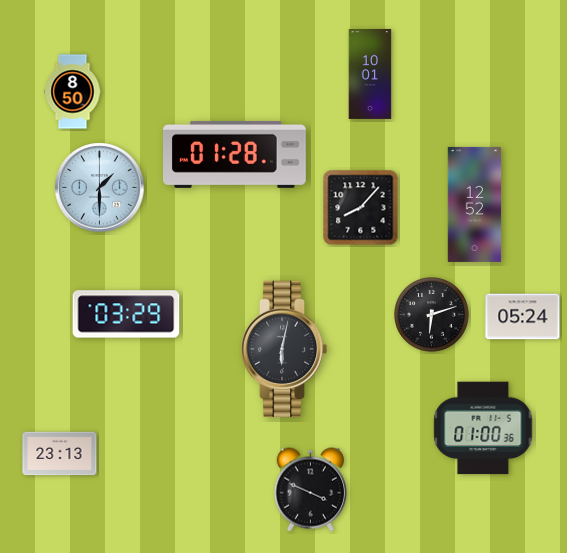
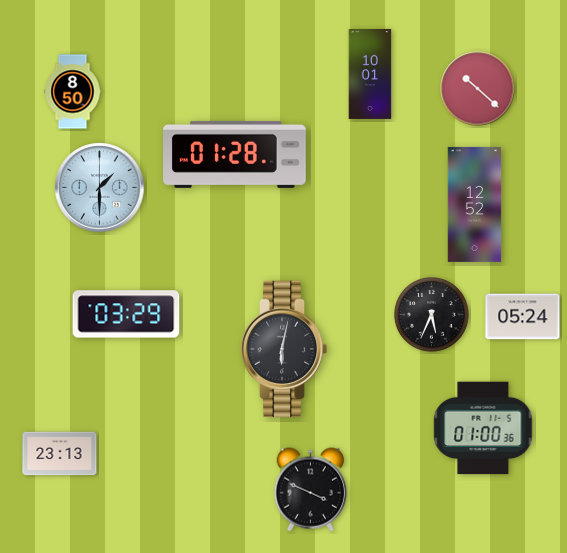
clock at (478, 89): none -> 10:22
clock at (361, 208): 8:07 -> none
clock at (432, 315): 6:12 -> 5:34
